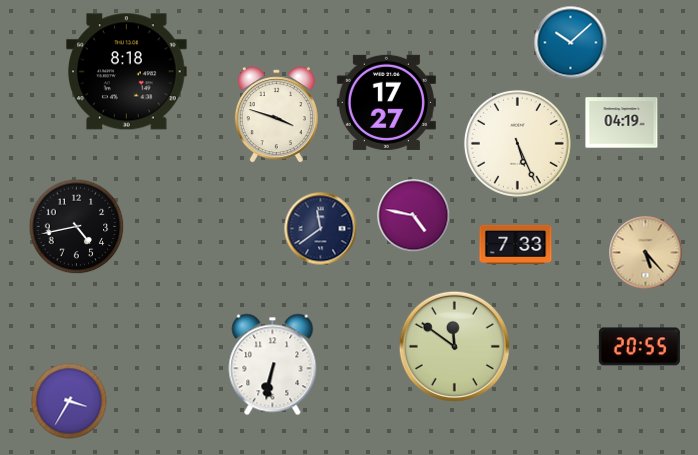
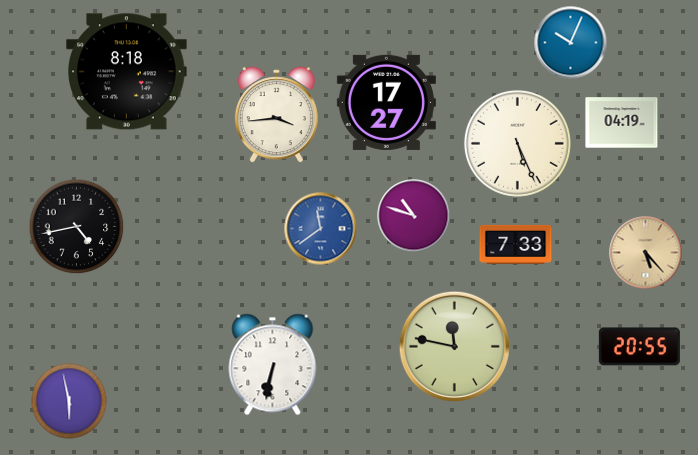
clock at (571, 43): 10:08 -> 10:04
clock at (276, 115): 3:48 -> 3:44
clock at (414, 216): 4:47 -> 10:48
clock at (321, 229) dial: navy -> blue
clock at (454, 346): 11:51 -> 11:47
clock at (69, 401): 3:35 -> 5:58
